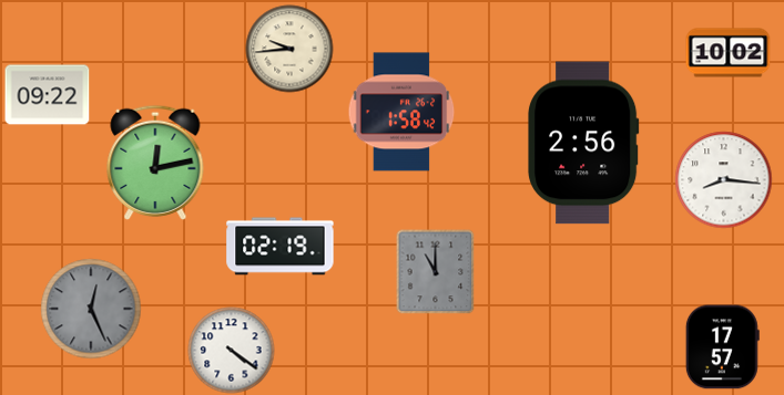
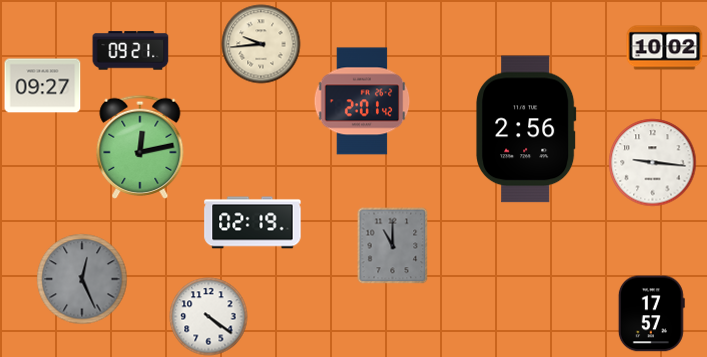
clock at (729, 53) position: (729, 53) -> (665, 48)
clock at (131, 51): none -> 09:21
clock at (48, 95): 09:22 -> 09:27
clock at (401, 112): 1:58 -> 2:01
clock at (724, 180): 8:16 -> 9:16
